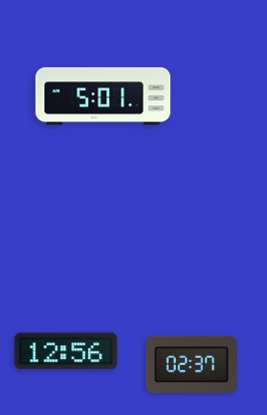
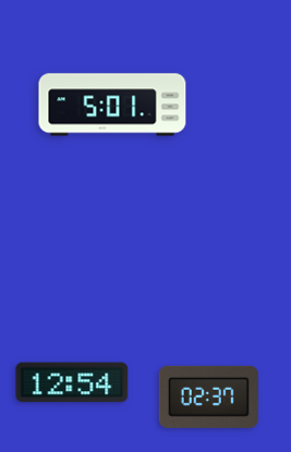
clock at (66, 351): 12:56 -> 12:54
